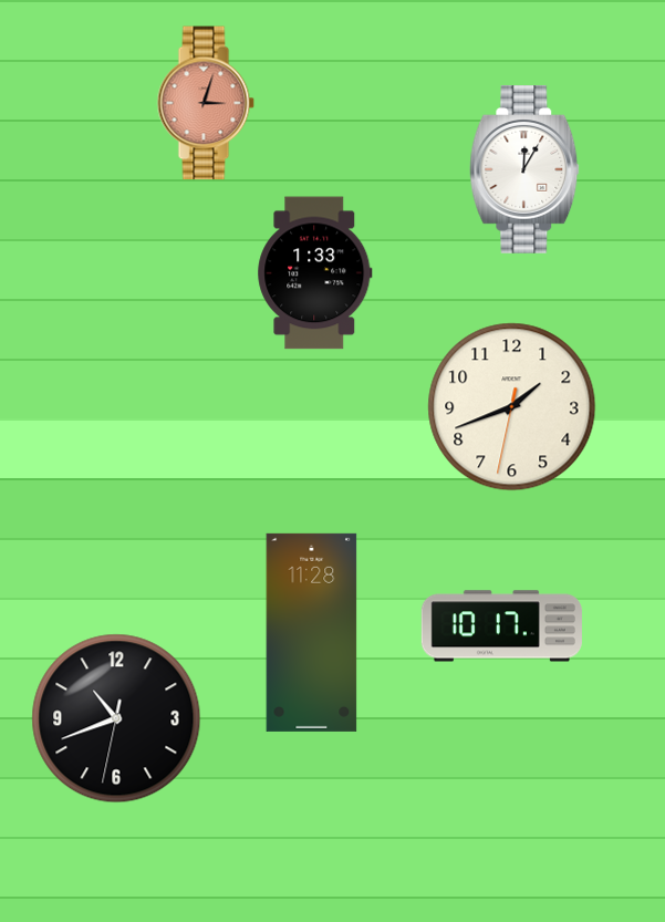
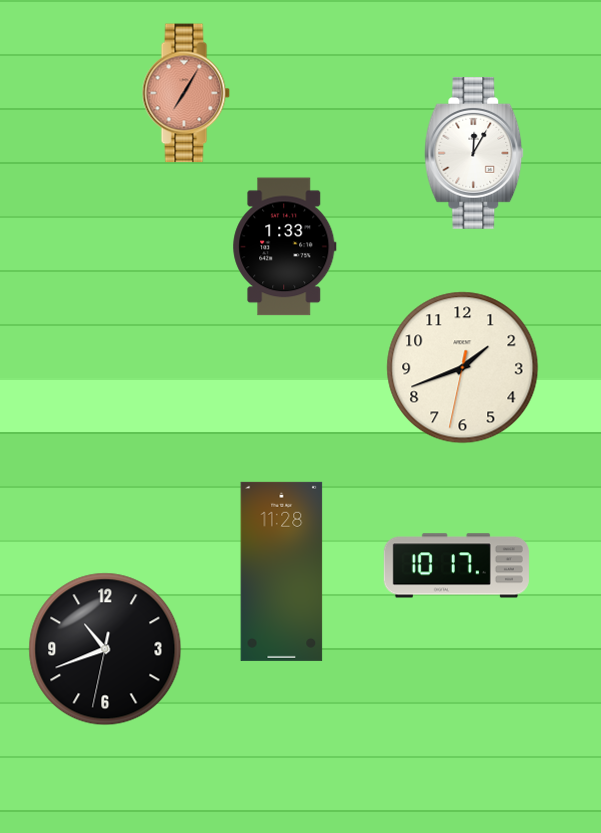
clock at (206, 103): 3:03 -> 7:05
clock at (501, 626) position: (501, 626) -> (456, 566)
